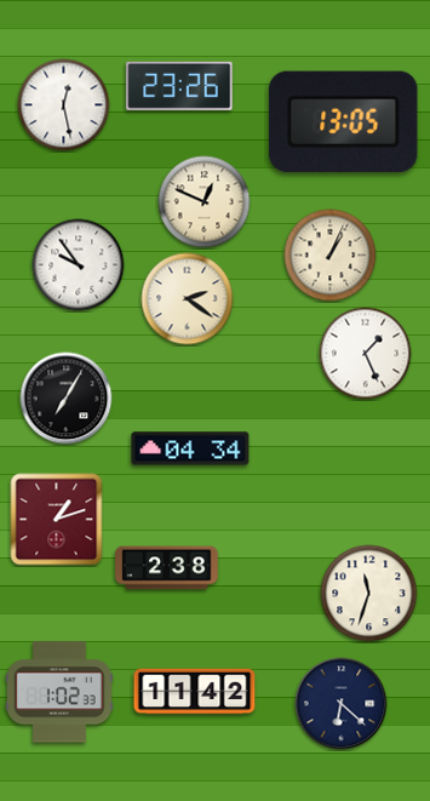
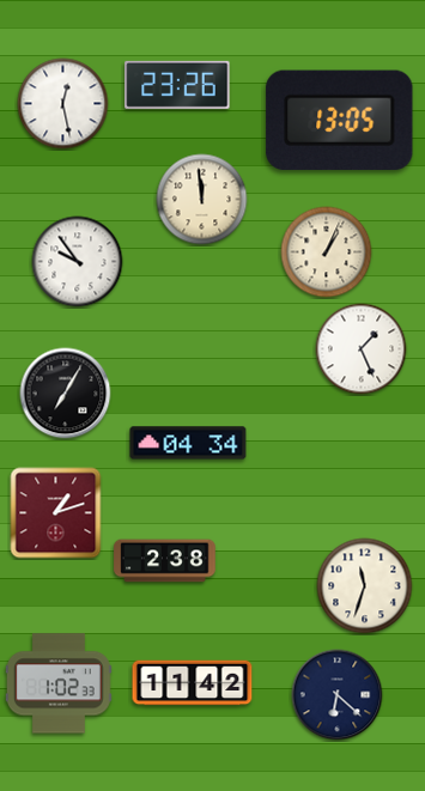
clock at (205, 202): 12:49 -> 11:59
clock at (188, 299): 2:21 -> none
